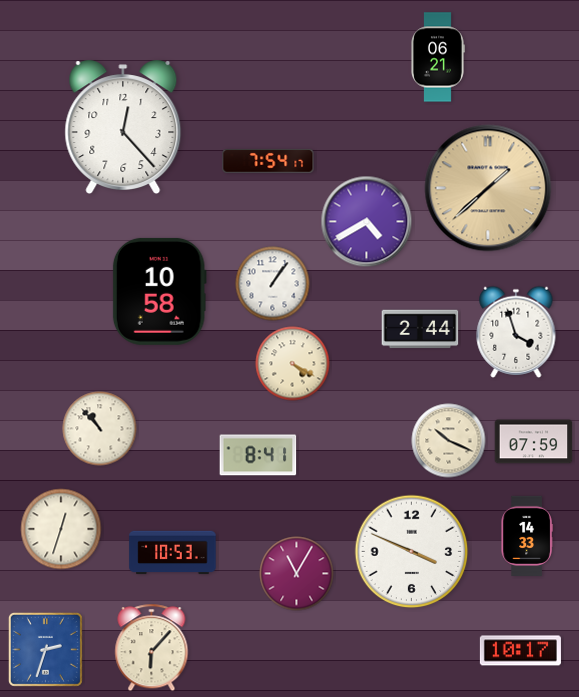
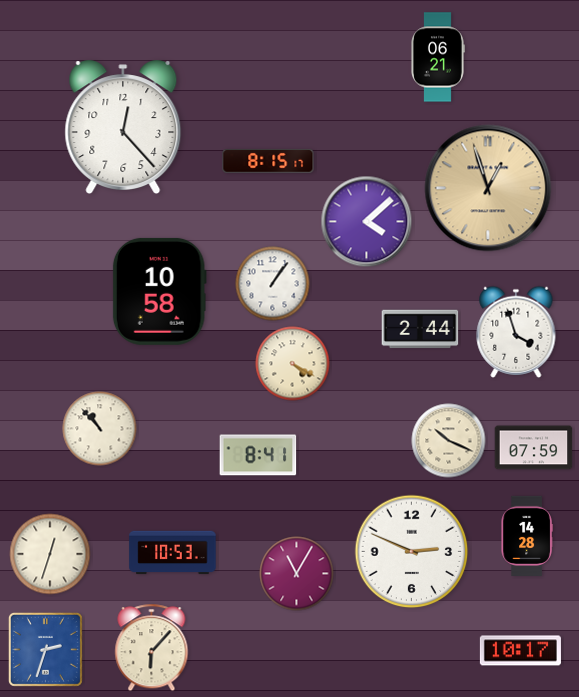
clock at (268, 162): 7:54 -> 8:15
clock at (488, 188): 1:38 -> 12:57
clock at (367, 222): 4:40 -> 4:08
clock at (534, 442) position: (534, 442) -> (534, 448)
clock at (61, 529) position: (61, 529) -> (50, 554)
clock at (527, 535): 14:33 -> 14:28
clock at (412, 552): 3:49 -> 2:49
